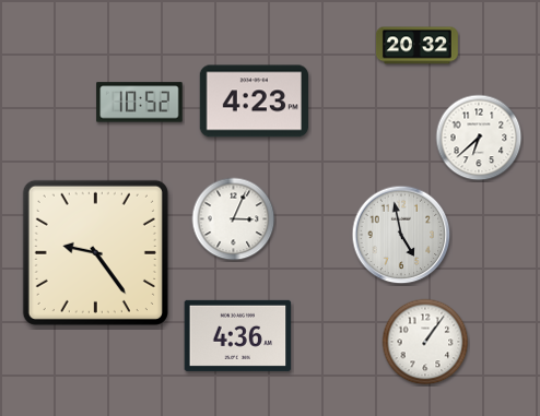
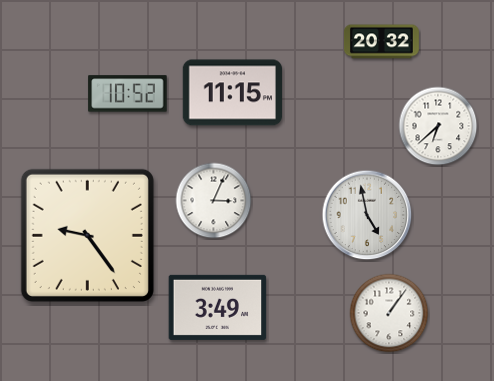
clock at (254, 102): 4:23 -> 11:15
clock at (95, 252) position: (95, 252) -> (87, 235)
clock at (238, 335): 4:36 -> 3:49
